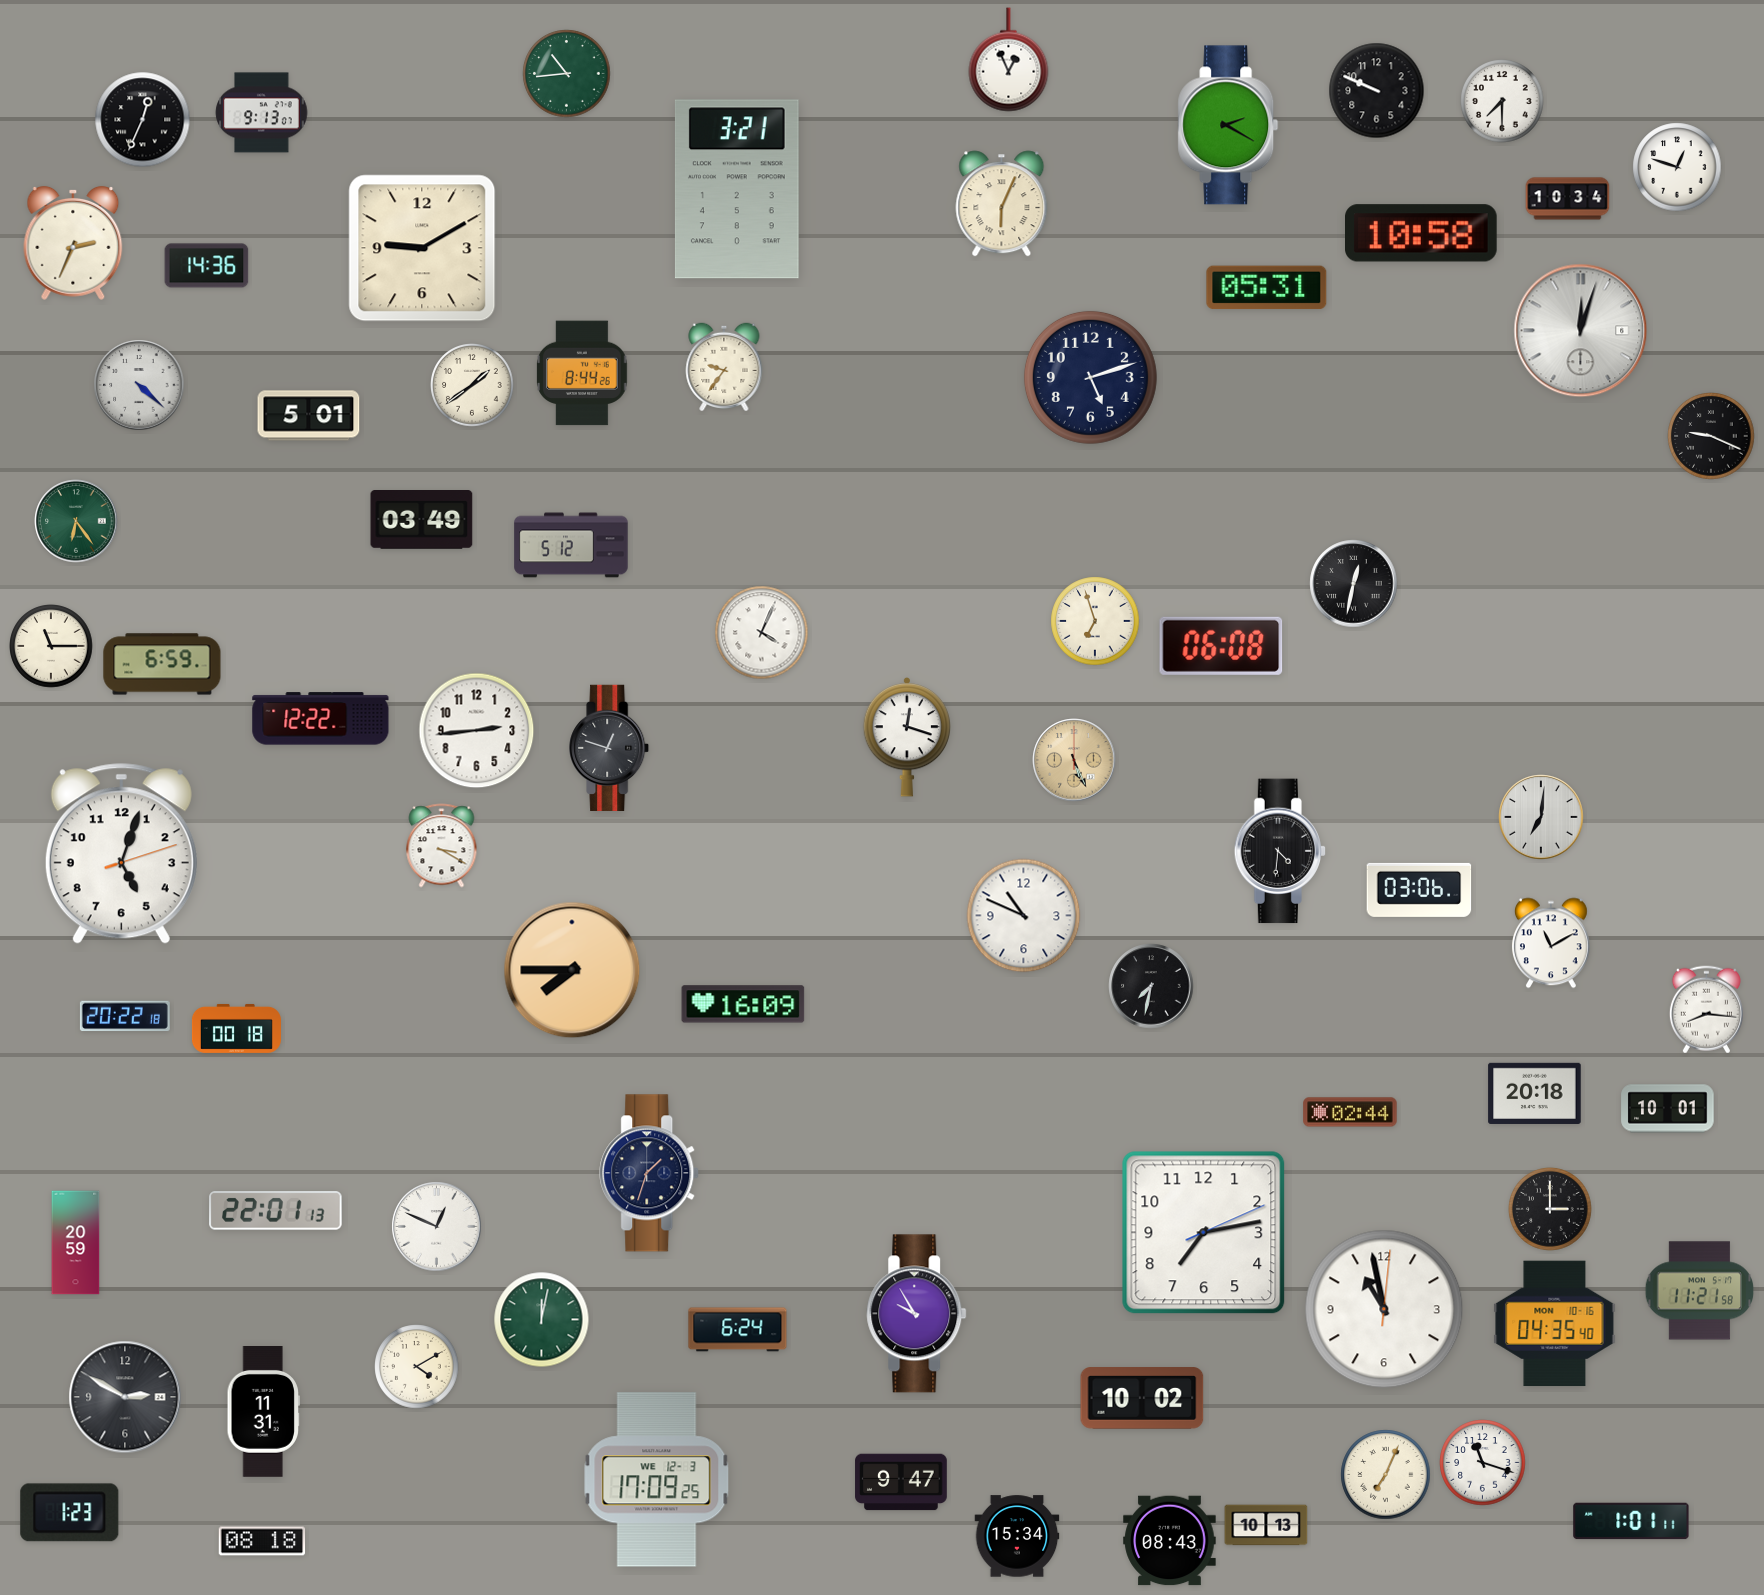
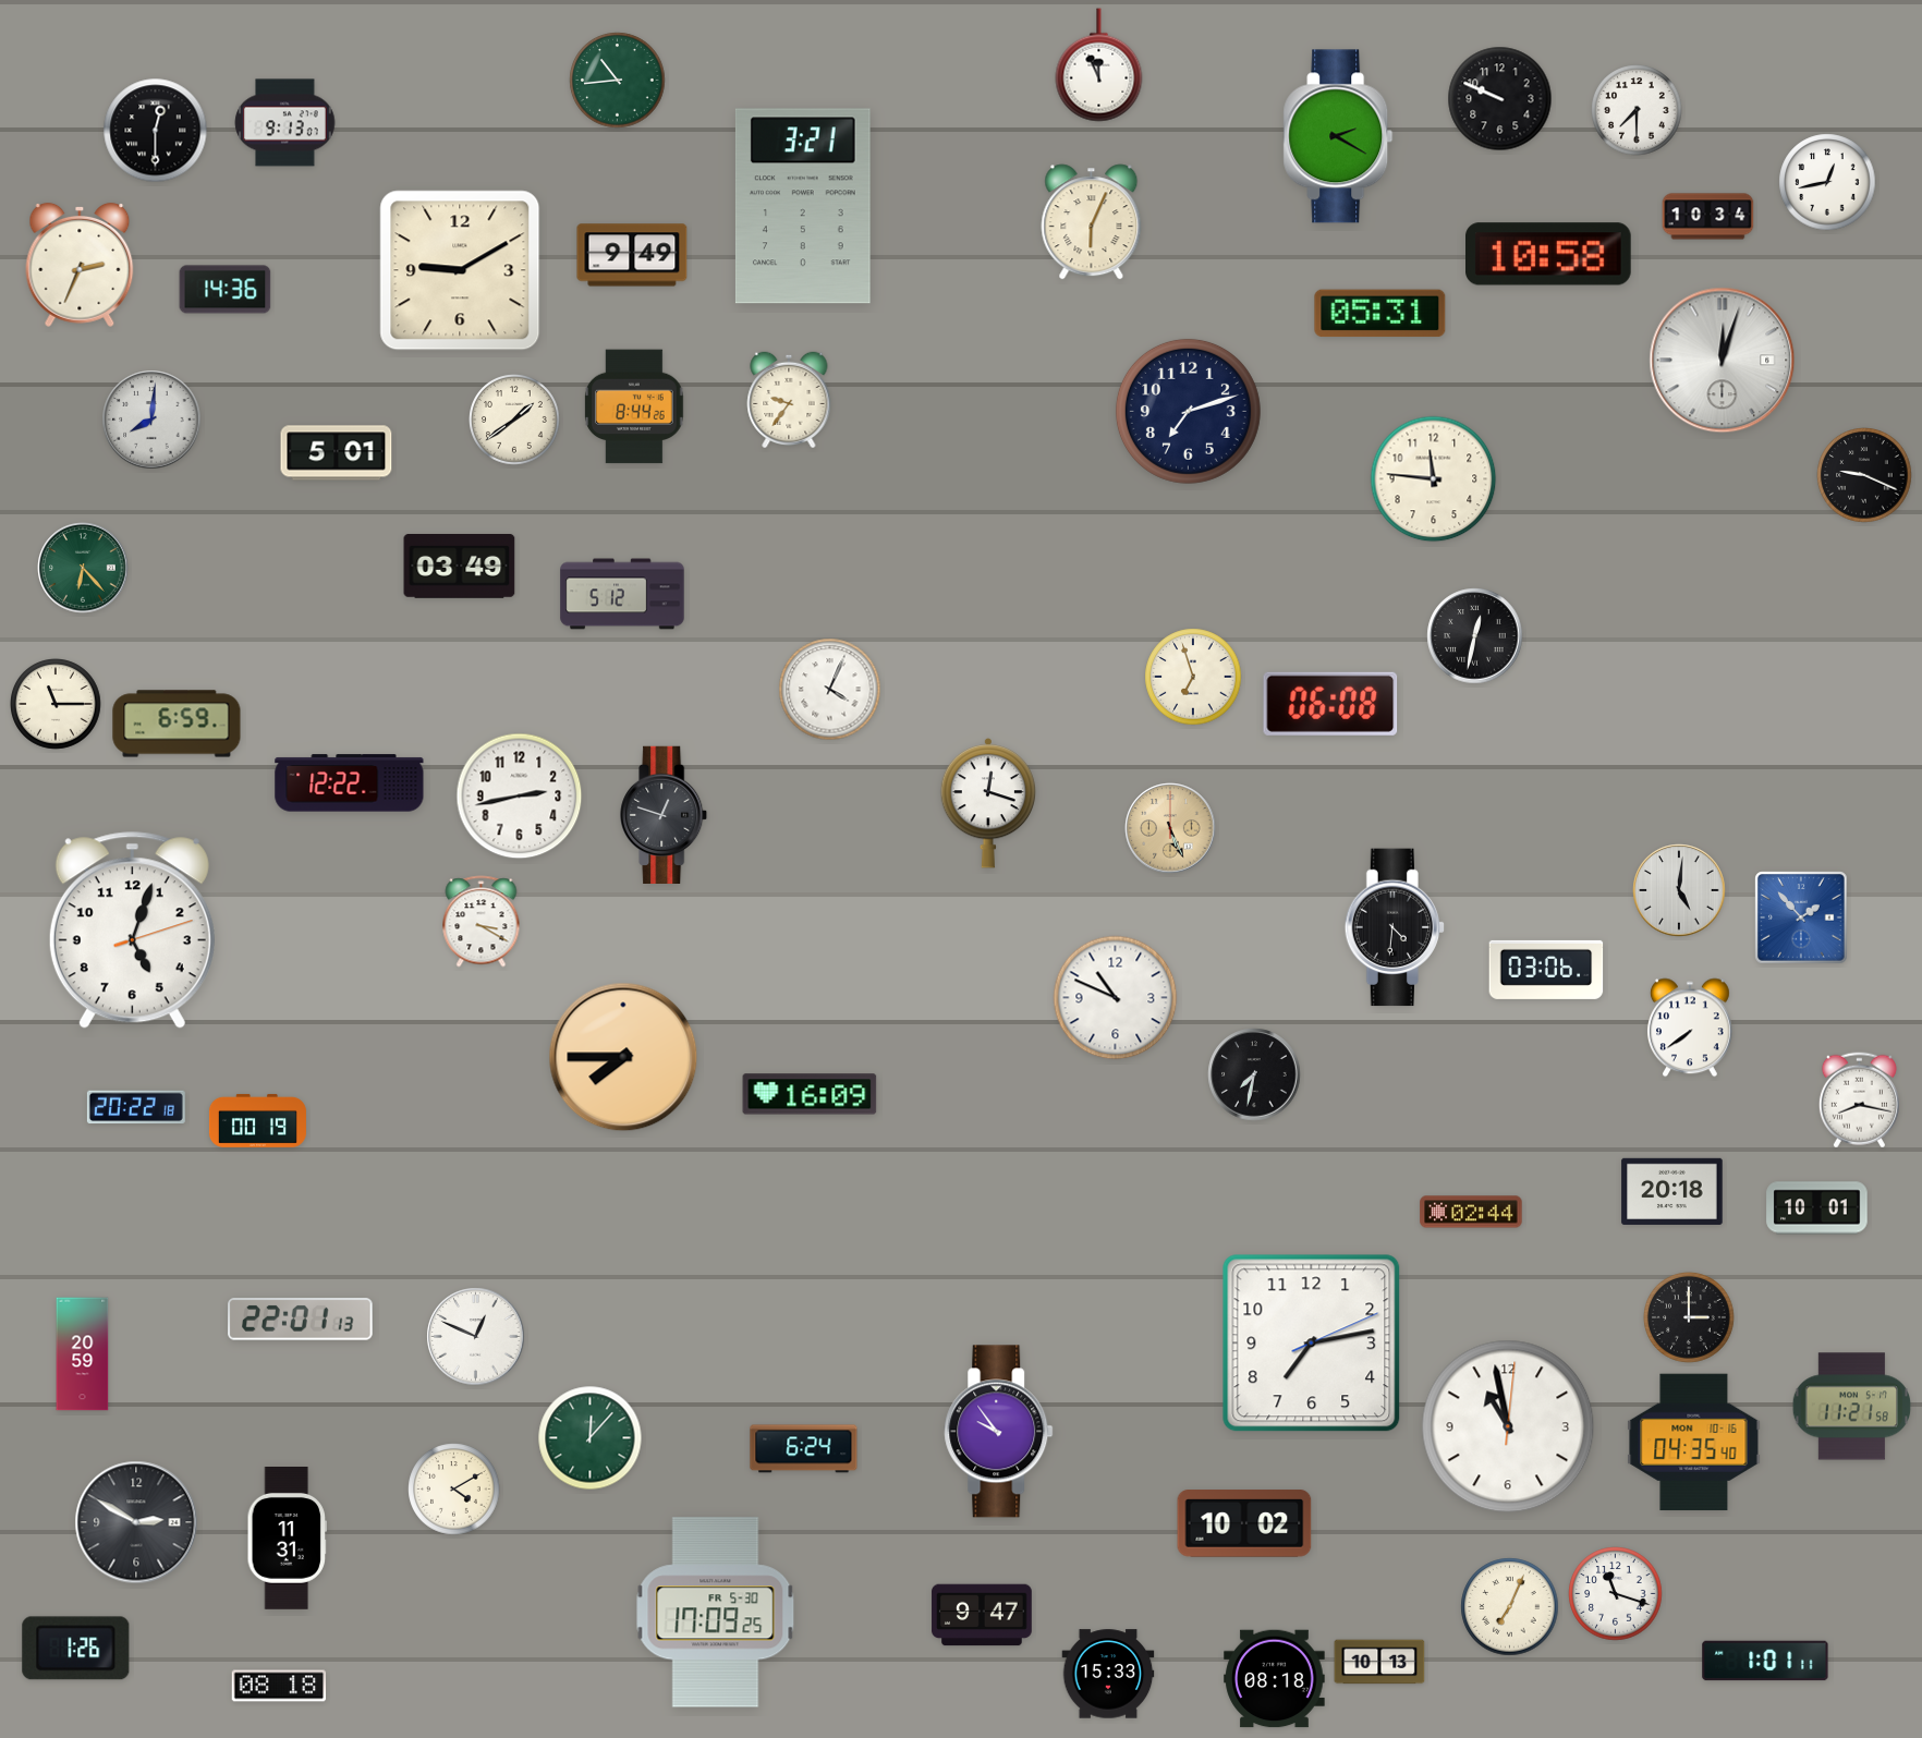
clock at (1009, 60): 12:56 -> 11:56
clock at (143, 120): 12:34 -> 12:30
clock at (1677, 167): 12:48 -> 12:43
clock at (632, 255): none -> 9:49
clock at (1090, 377): 5:12 -> 7:12
clock at (139, 385): 4:22 -> 8:01
clock at (1434, 479): none -> 11:46
clock at (76, 521): 6:24 -> 6:23
clock at (477, 731): 2:44 -> 2:43
clock at (1541, 817): 7:01 -> 5:01
clock at (1801, 917): none -> 1:53
clock at (1551, 943): 11:10 -> 7:39
clock at (1706, 1010): 8:16 -> 8:17
clock at (236, 1028): 00:18 -> 00:19
clock at (650, 1173): 1:33 -> none
clock at (917, 1314): 9:55 -> 9:54
clock at (542, 1320): 12:02 -> 12:07
clock at (657, 1480) date: WE 12-3 -> FR 5-30
clock at (70, 1513): 1:23 -> 1:26
clock at (1631, 1521) position: (1631, 1521) -> (1765, 1661)
clock at (1017, 1536): 15:34 -> 15:33
clock at (262, 1541) position: (262, 1541) -> (279, 1686)
clock at (1170, 1541): 08:43 -> 08:18
